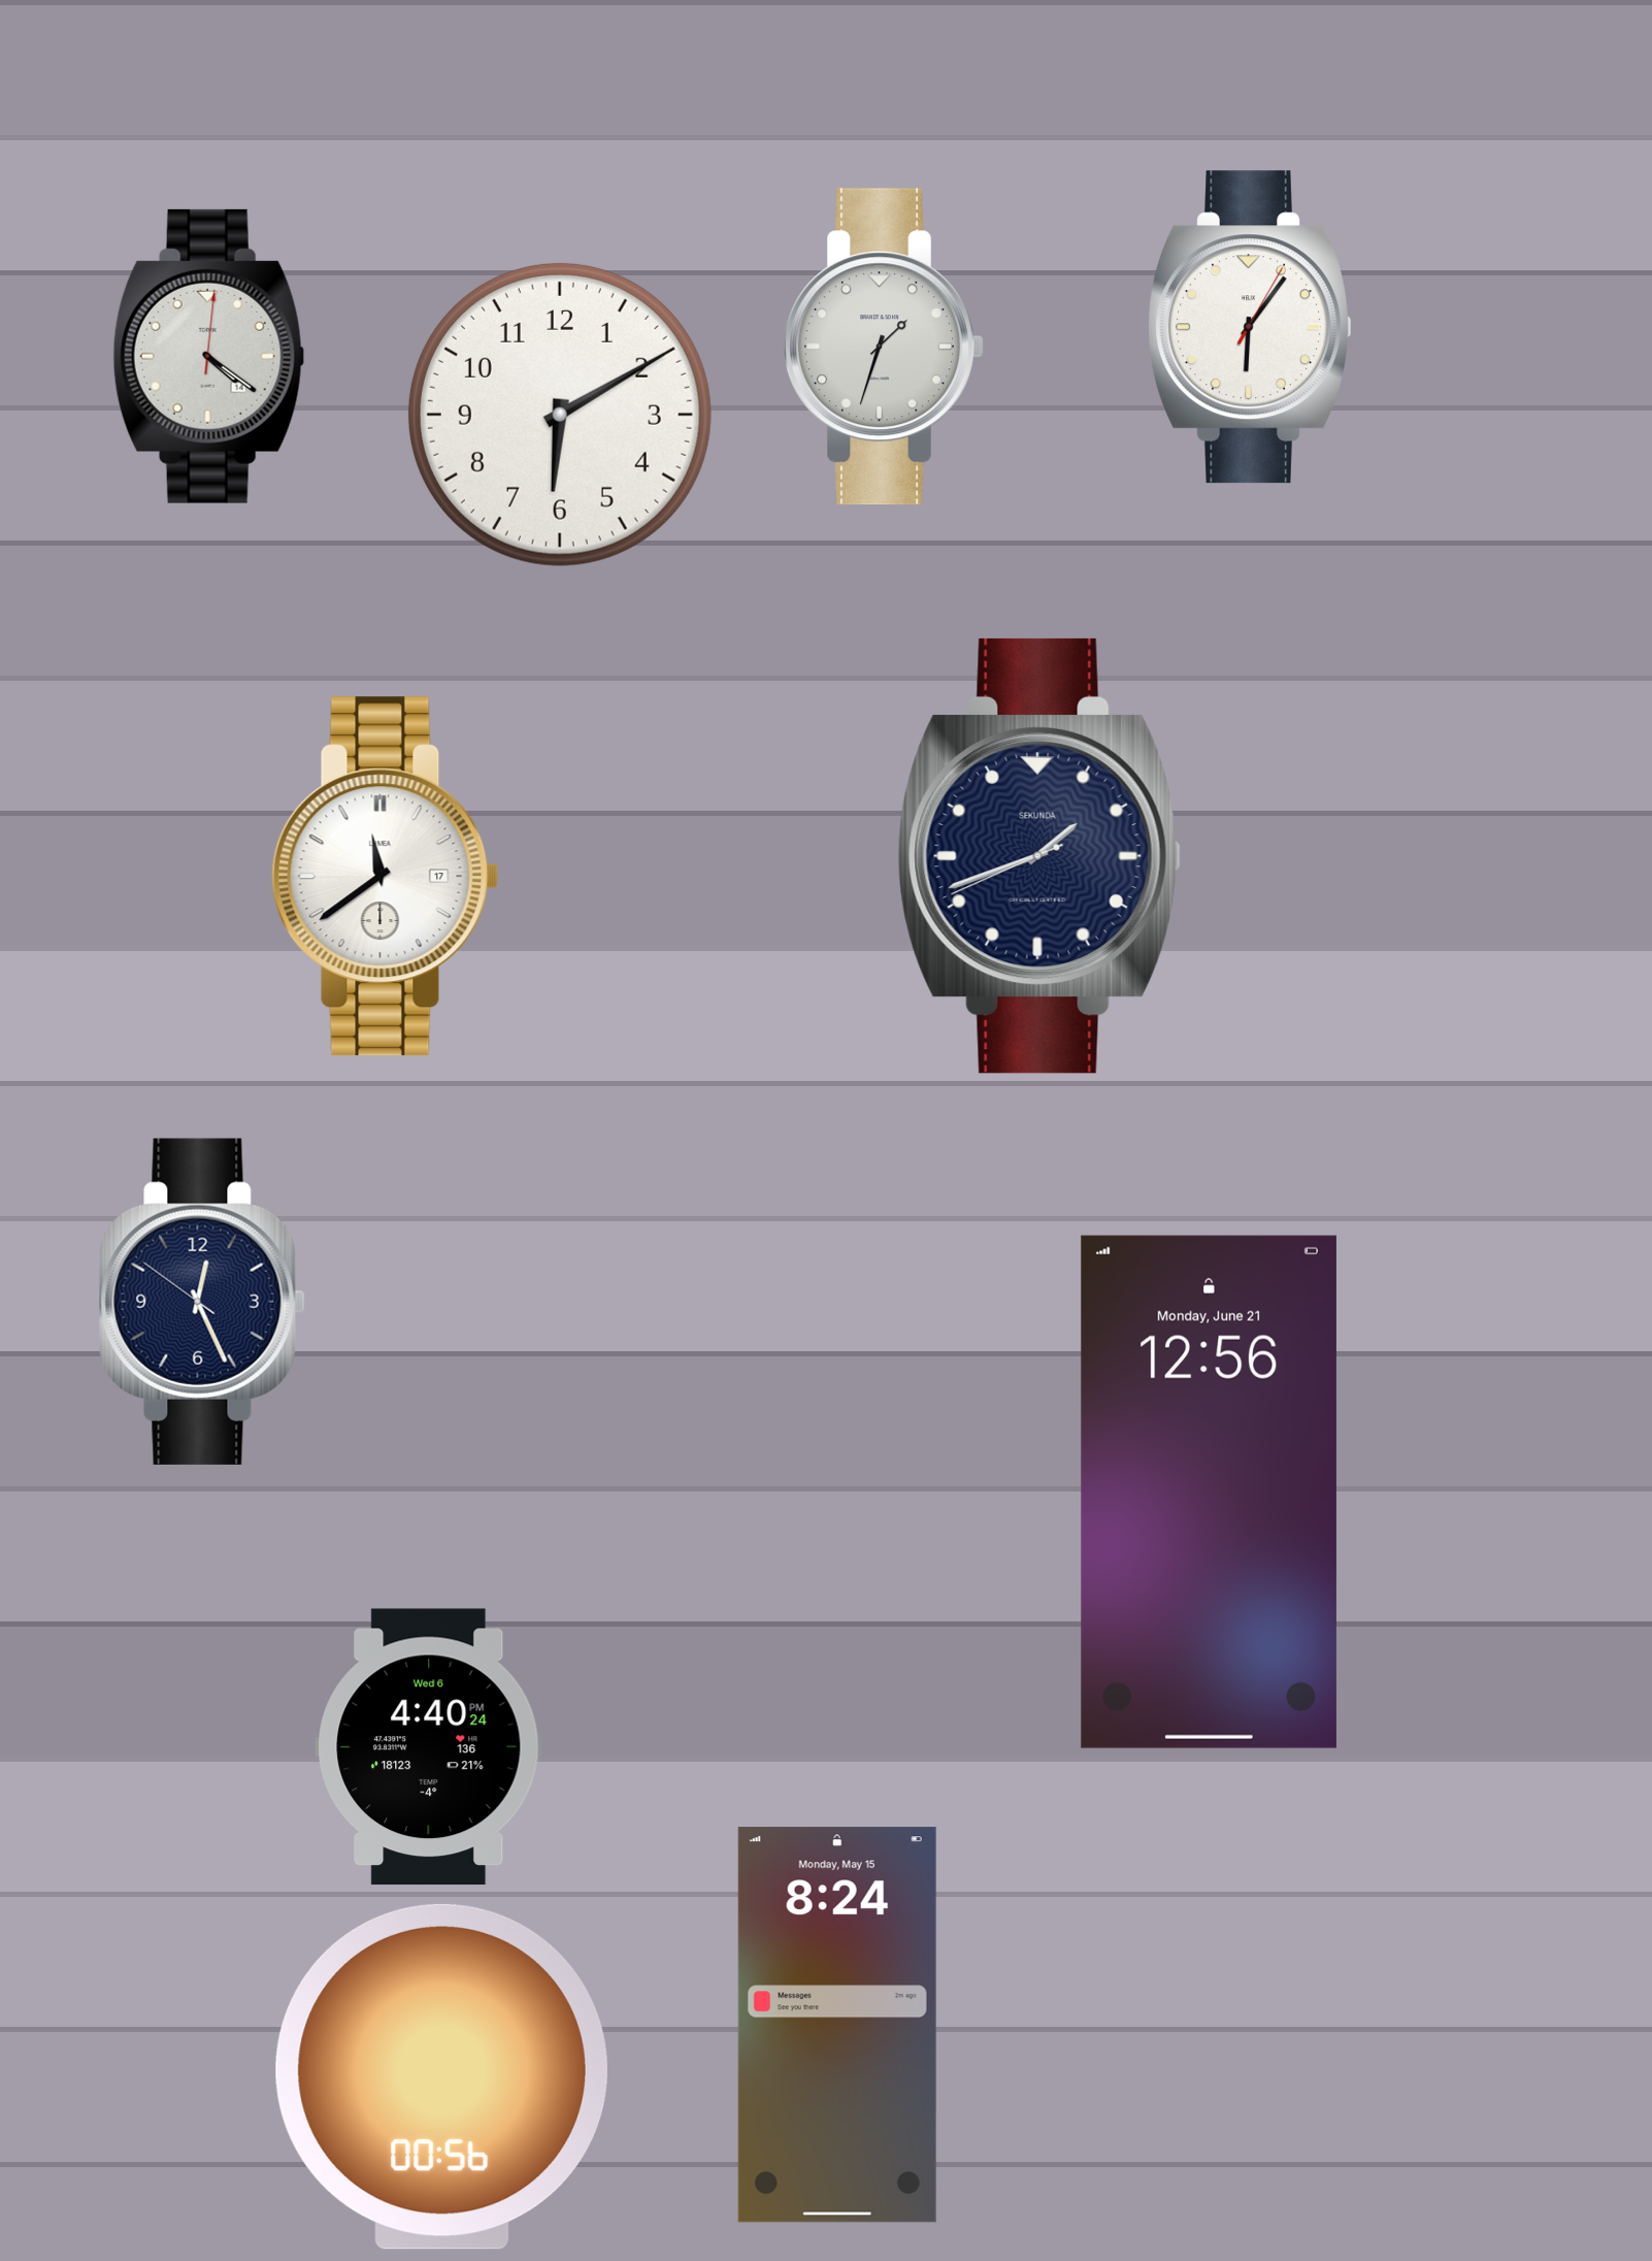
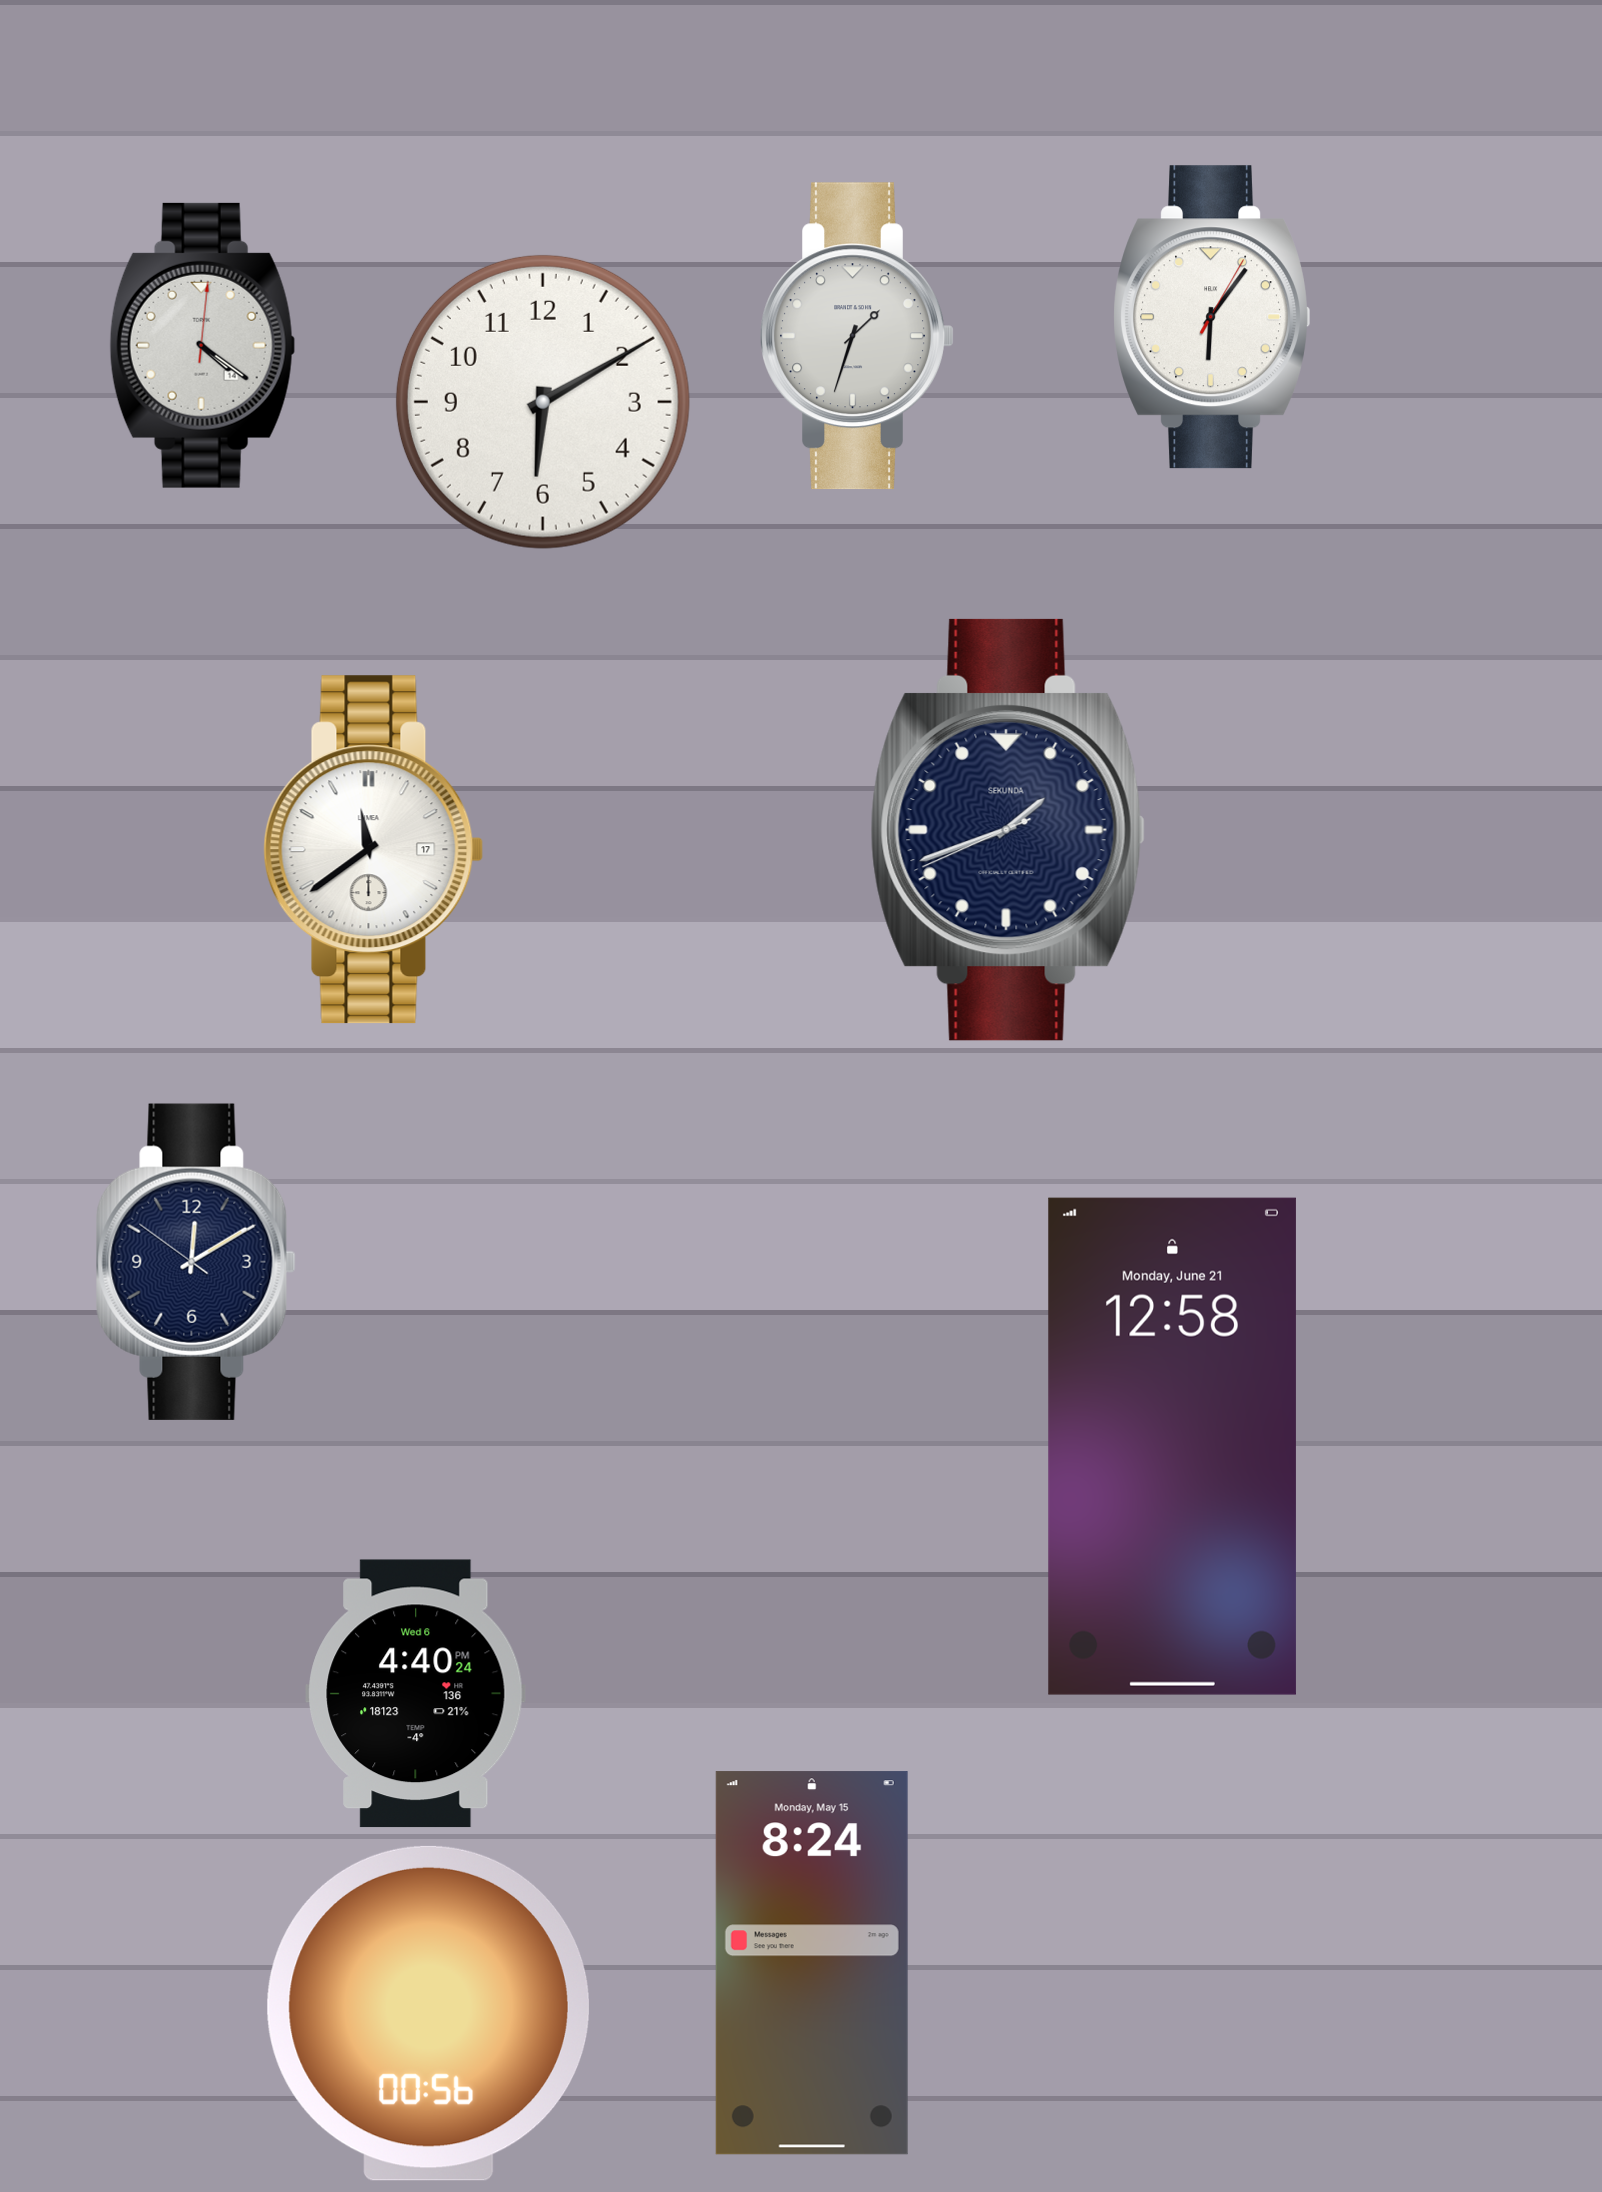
clock at (202, 1302): 12:25 -> 12:09
clock at (1209, 1492): 12:56 -> 12:58
